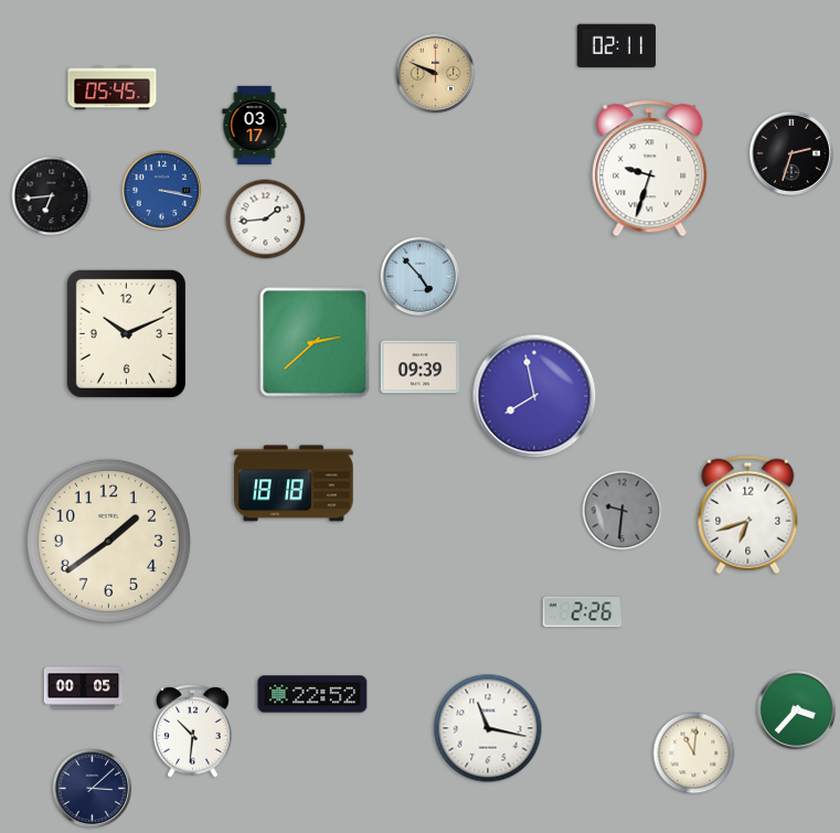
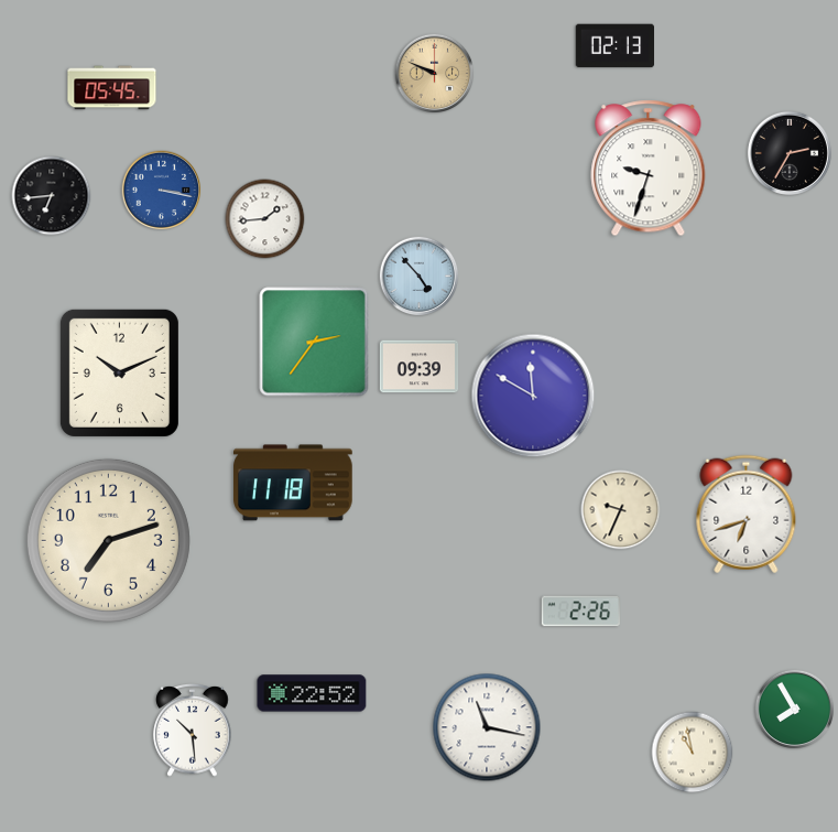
clock at (616, 46): 02:11 -> 02:13
clock at (255, 126): 03:17 -> none
clock at (791, 153): 2:33 -> 2:35
clock at (126, 333) position: (126, 333) -> (119, 372)
clock at (315, 342): 2:38 -> 2:36
clock at (534, 396): 7:58 -> 11:50
clock at (294, 483): 18:18 -> 11:18
clock at (623, 511): 9:31 -> 9:34
clock at (623, 511) dial: grey -> cream
clock at (108, 541): 1:39 -> 7:12
clock at (84, 688): 00:05 -> none
clock at (797, 711): 3:37 -> 7:55
clock at (193, 730): 10:31 -> 10:29
clock at (694, 754): 11:01 -> 10:58
clock at (93, 789): 3:08 -> none
